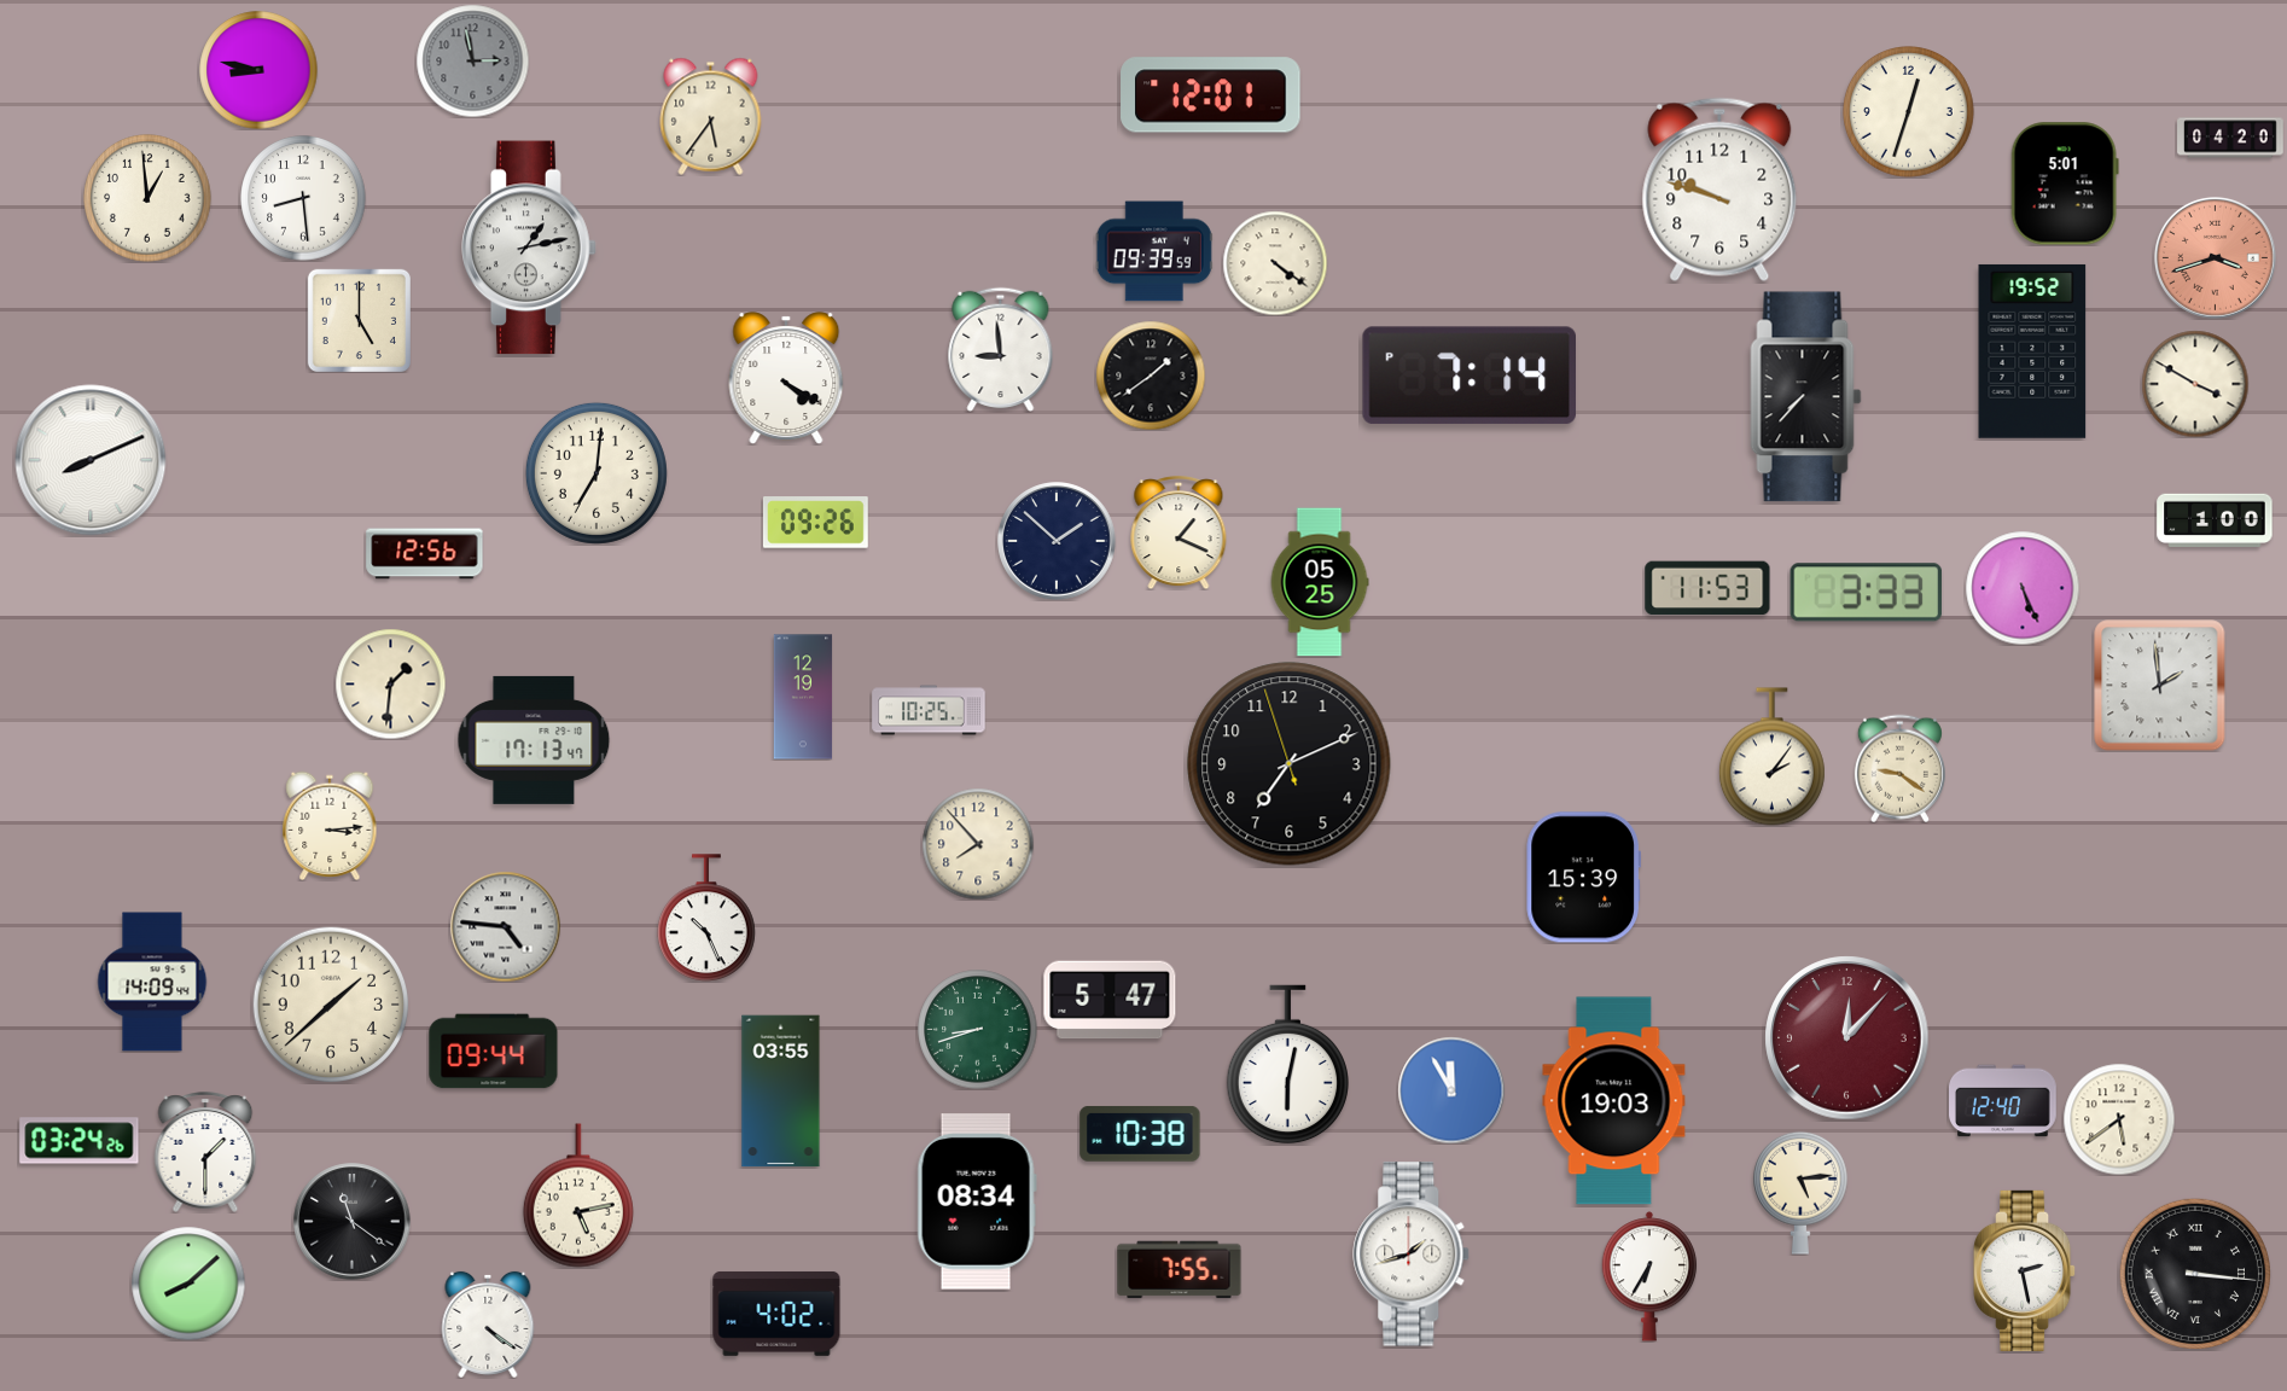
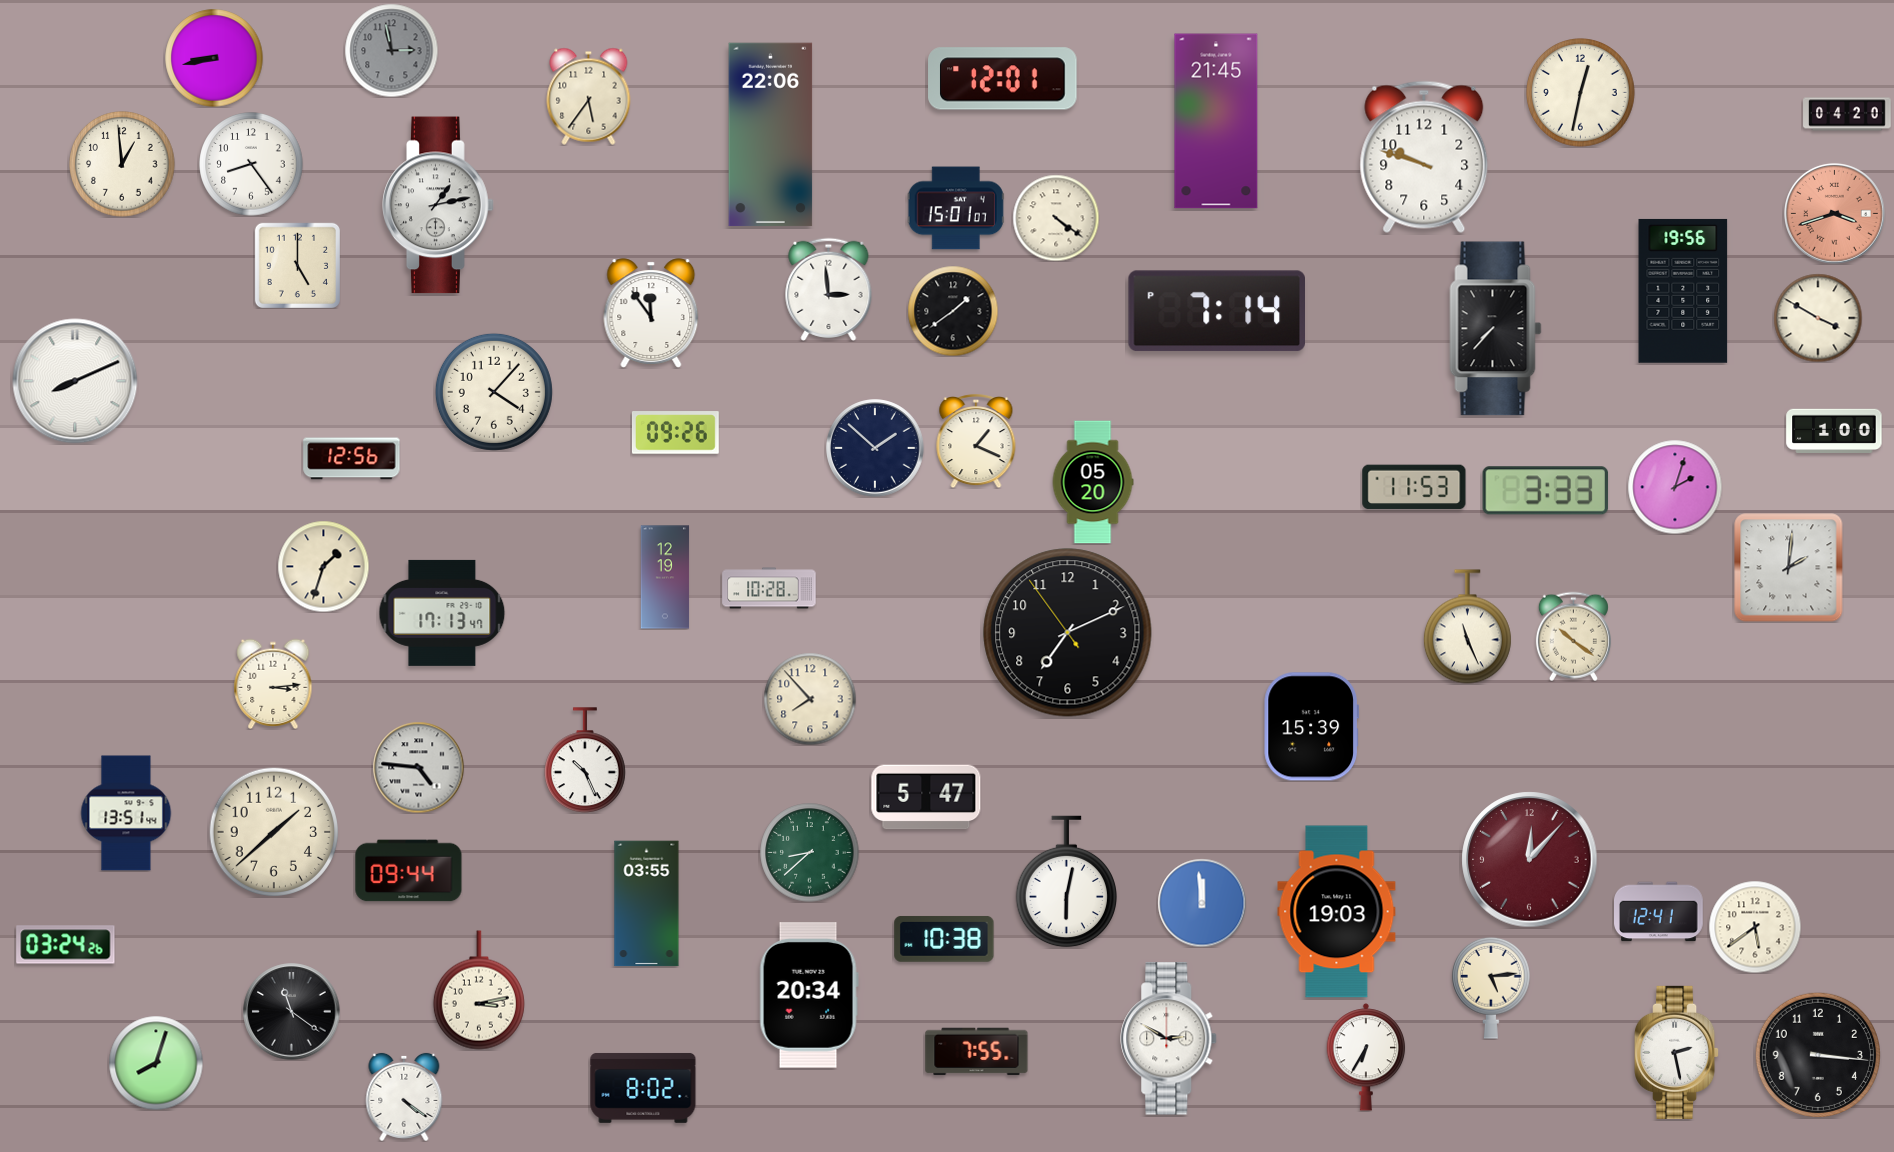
clock at (258, 70): 8:47 -> 8:43
clock at (1909, 112): 12:33 -> 12:32
clock at (1216, 121): none -> 21:45
clock at (771, 135): none -> 22:06
clock at (2065, 184): 5:01 -> none
clock at (303, 198): 8:29 -> 8:24
clock at (1154, 251): 09:39 -> 15:01
clock at (1001, 349): 8:59 -> 2:59
clock at (2032, 351): 19:52 -> 19:56
clock at (786, 378): 4:20 -> 11:54
clock at (597, 473): 7:01 -> 4:07
clock at (1320, 582): 05:25 -> 05:20
clock at (2023, 588): 5:26 -> 2:03
clock at (390, 683): 1:31 -> 1:33
clock at (2160, 686): 1:59 -> 2:01
clock at (929, 710): 10:25 -> 10:28
clock at (1771, 757): 2:06 -> 11:26
clock at (1290, 764): 7:10:57 -> 7:10:54
clock at (1899, 768): 9:21 -> 10:21
clock at (152, 982): 14:09 -> 13:51
clock at (1110, 1000) position: (1110, 1000) -> (926, 797)
clock at (978, 1030): 8:42 -> 8:38
clock at (1451, 1090): 11:55 -> 11:59
clock at (2003, 1101): 12:40 -> 12:41
clock at (205, 1152): 1:30 -> none
clock at (578, 1195): 5:13 -> 3:13
clock at (977, 1203): 08:34 -> 20:34
clock at (1412, 1255): 1:42 -> 2:50
clock at (2195, 1274) numerals: Roman -> Arabic
clock at (188, 1284): 8:08 -> 8:03
clock at (776, 1314): 4:02 -> 8:02
